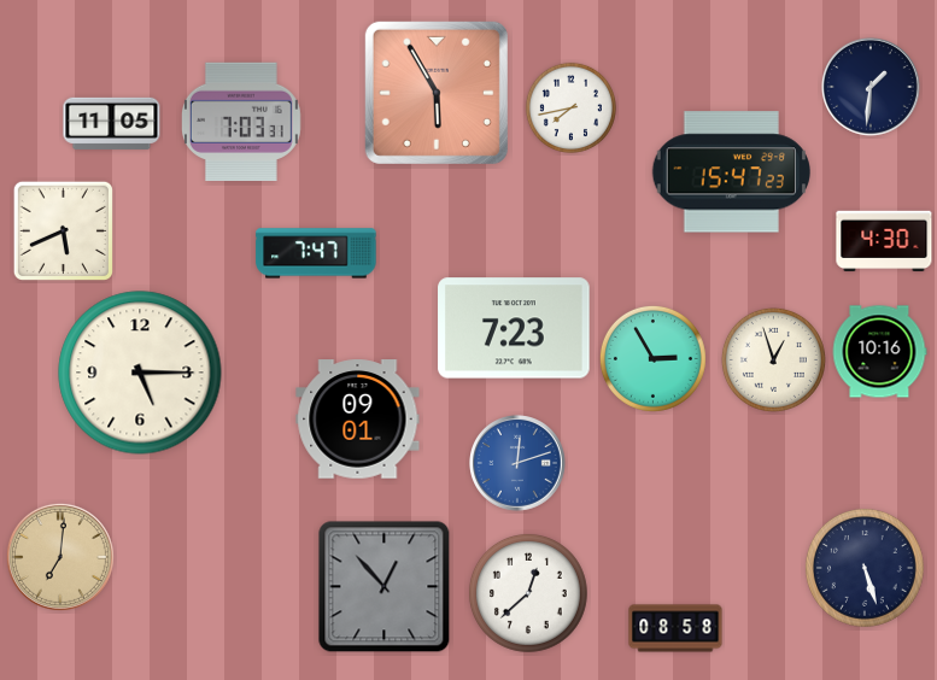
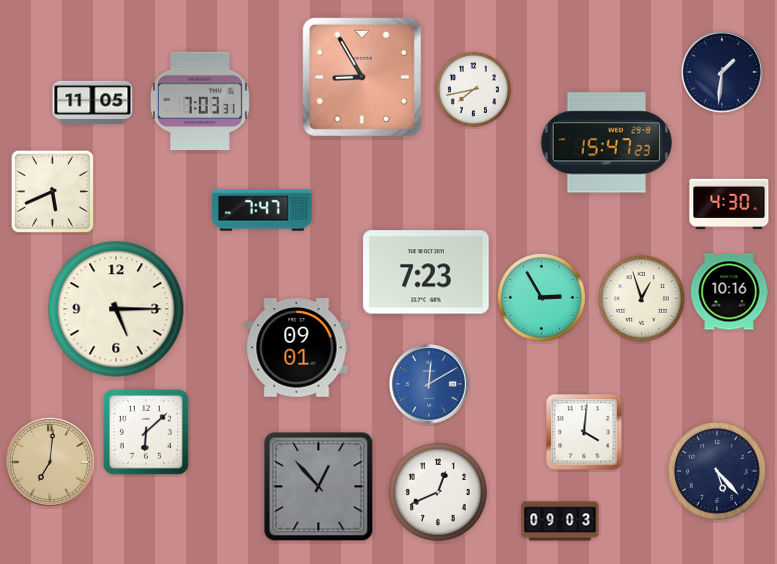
clock at (437, 93): 5:55 -> 8:55
clock at (884, 241) position: (884, 241) -> (729, 204)
clock at (519, 464): 12:12 -> 12:10
clock at (146, 432): none -> 6:08
clock at (584, 432): none -> 4:01
clock at (865, 568): 5:27 -> 5:23
clock at (528, 593): 12:38 -> 12:41
clock at (675, 628): 08:58 -> 09:03
